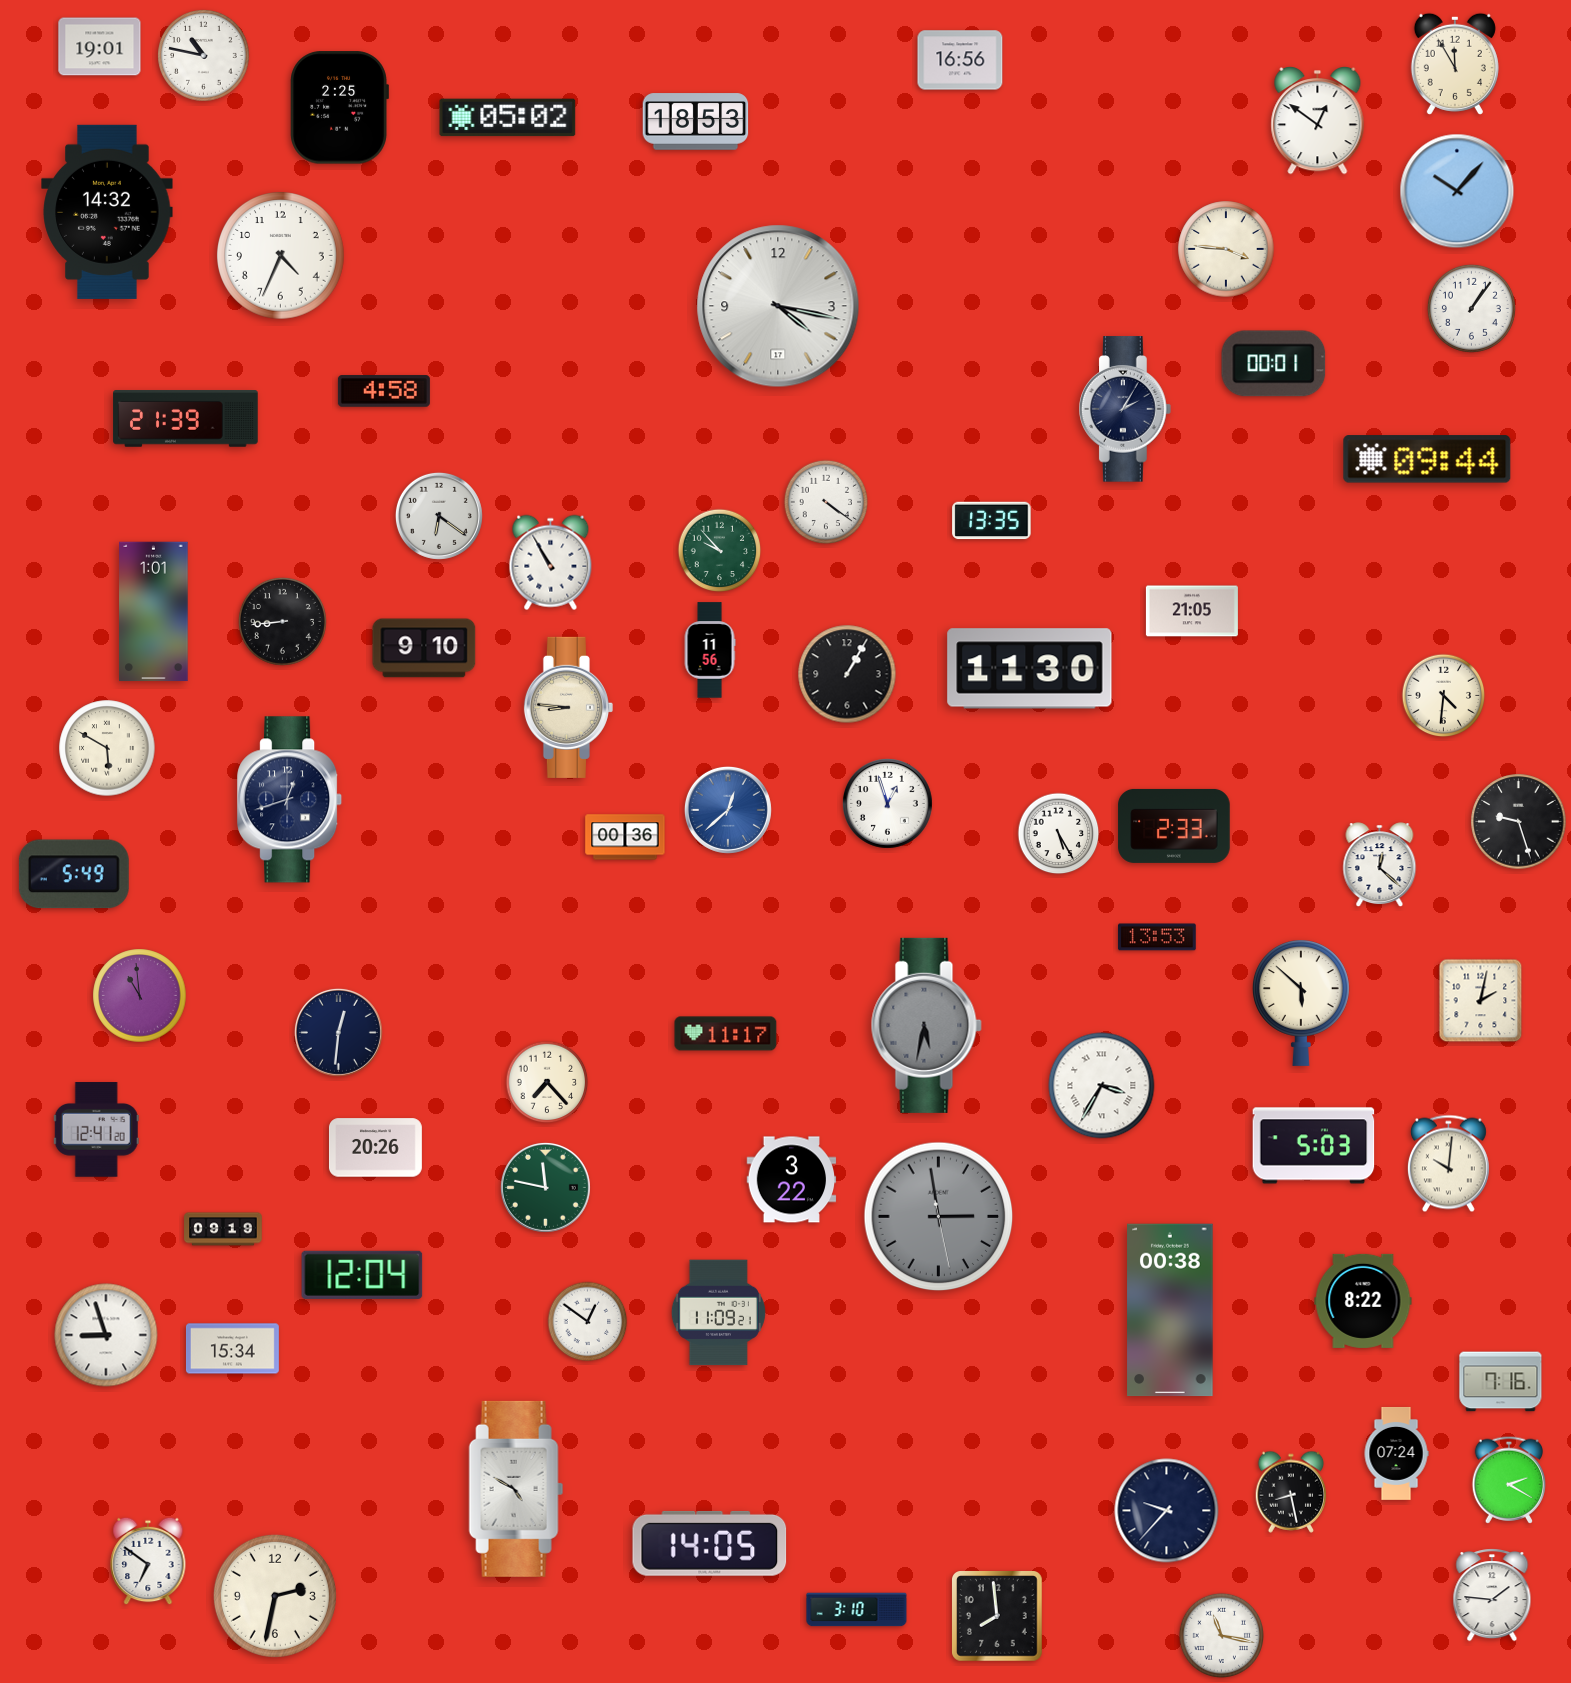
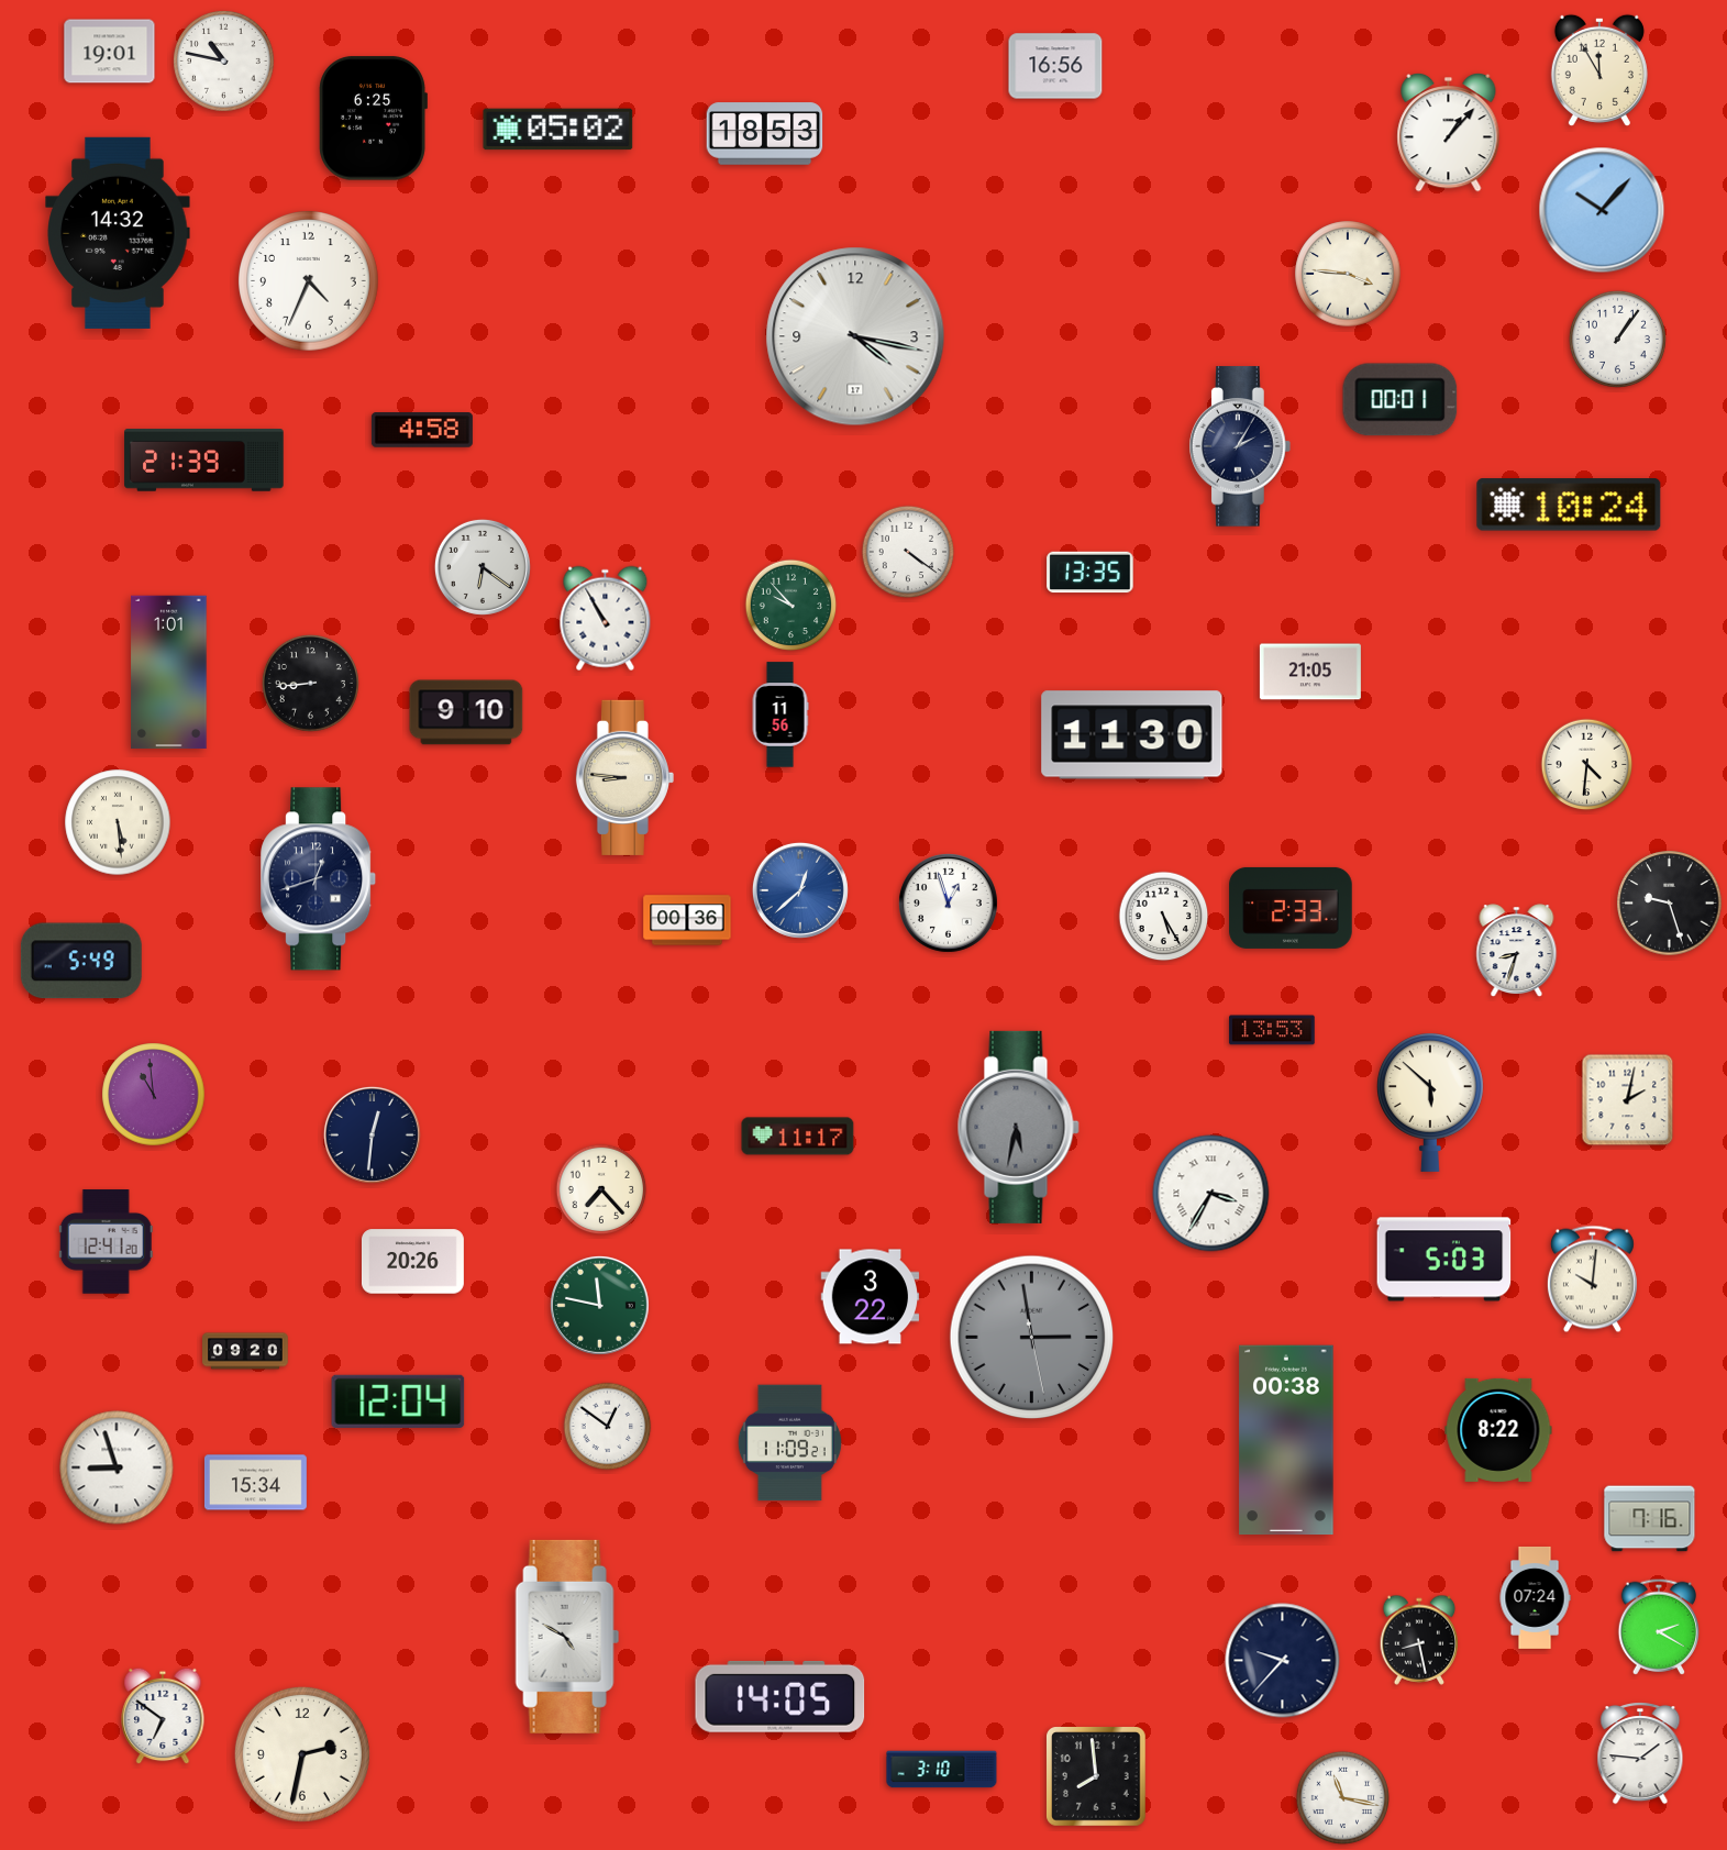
clock at (339, 108): 2:25 -> 6:25
clock at (1318, 121): 12:51 -> 1:07
clock at (1126, 409) position: (1126, 409) -> (1241, 446)
clock at (1427, 459): 09:44 -> 10:24
clock at (847, 674): 1:05 -> none
clock at (107, 748): 5:50 -> 5:29
clock at (887, 803) position: (887, 803) -> (948, 902)
clock at (1380, 865): 12:22 -> 8:33
clock at (223, 1229): 09:19 -> 09:20
clock at (588, 1322) position: (588, 1322) -> (608, 1427)
